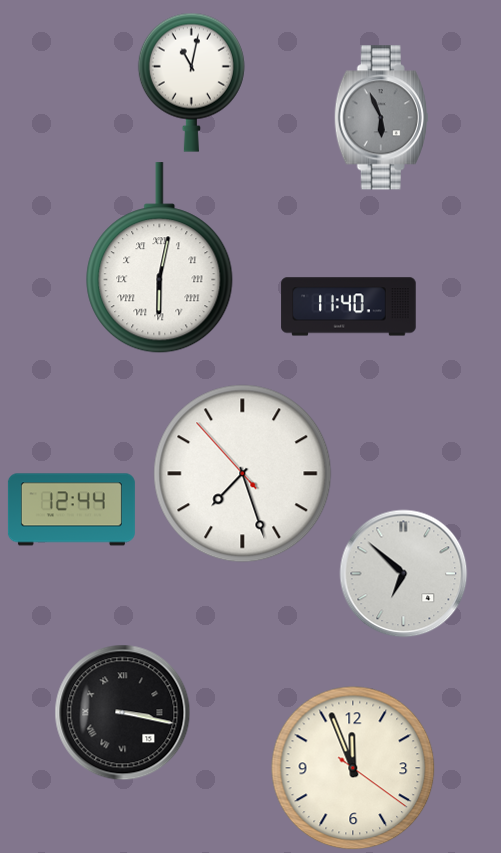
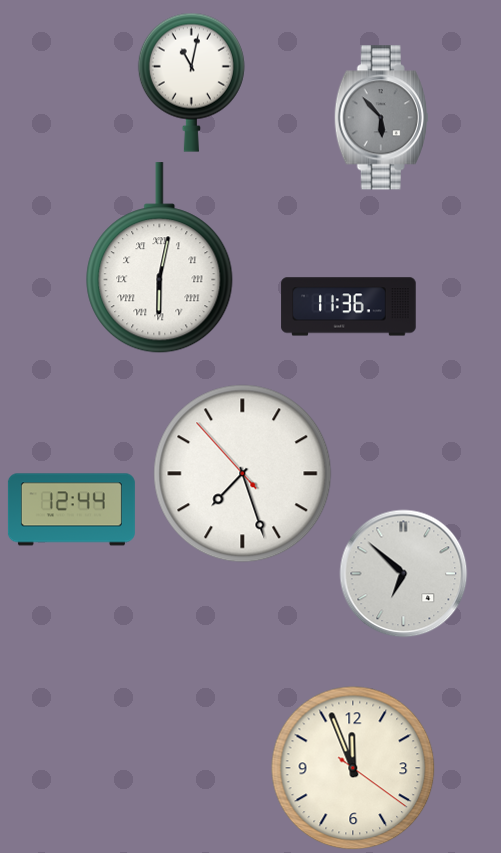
clock at (381, 118): 5:56 -> 5:53
clock at (349, 307): 11:40 -> 11:36
clock at (123, 713): 3:17 -> none
